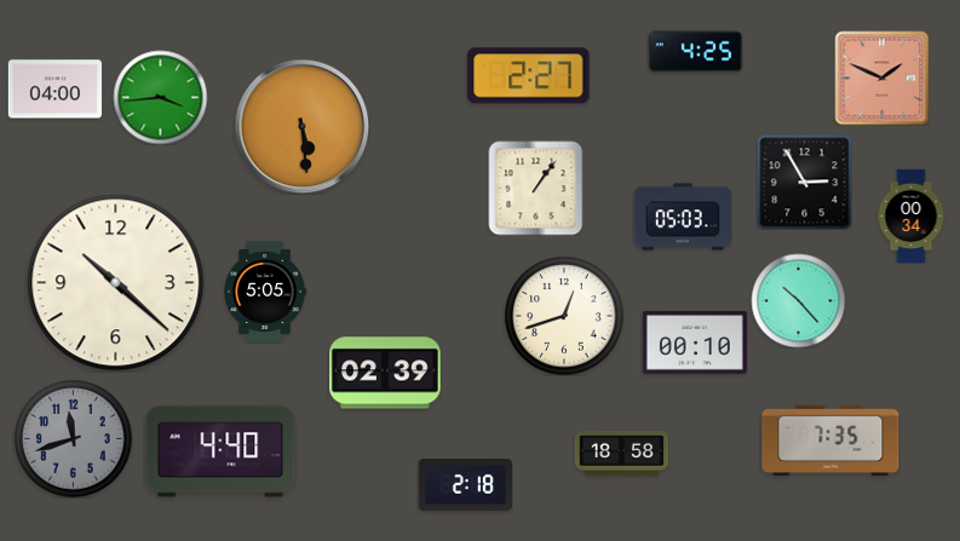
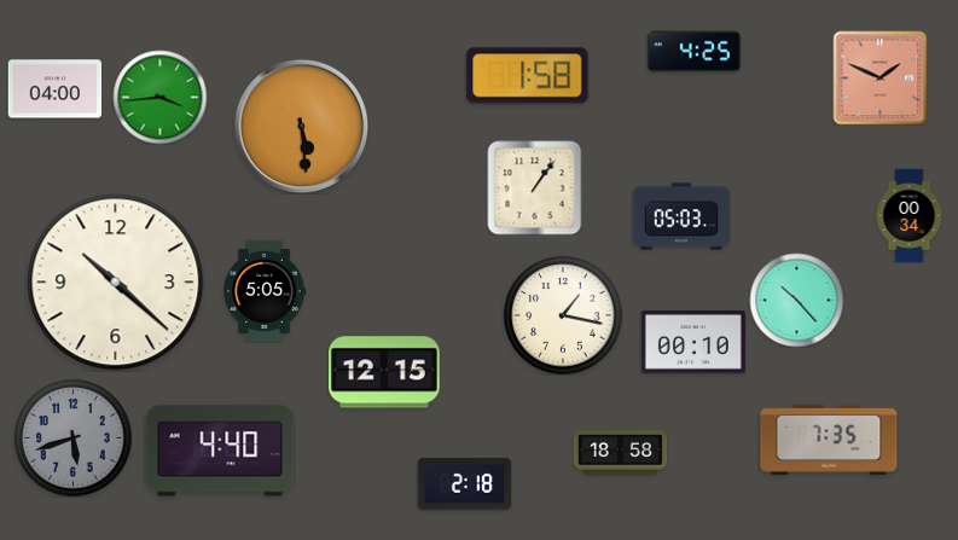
clock at (529, 76): 2:27 -> 1:58
clock at (804, 182): 2:55 -> none
clock at (564, 316): 12:42 -> 1:17
clock at (386, 373): 02:39 -> 12:15
clock at (74, 439): 11:42 -> 5:42
